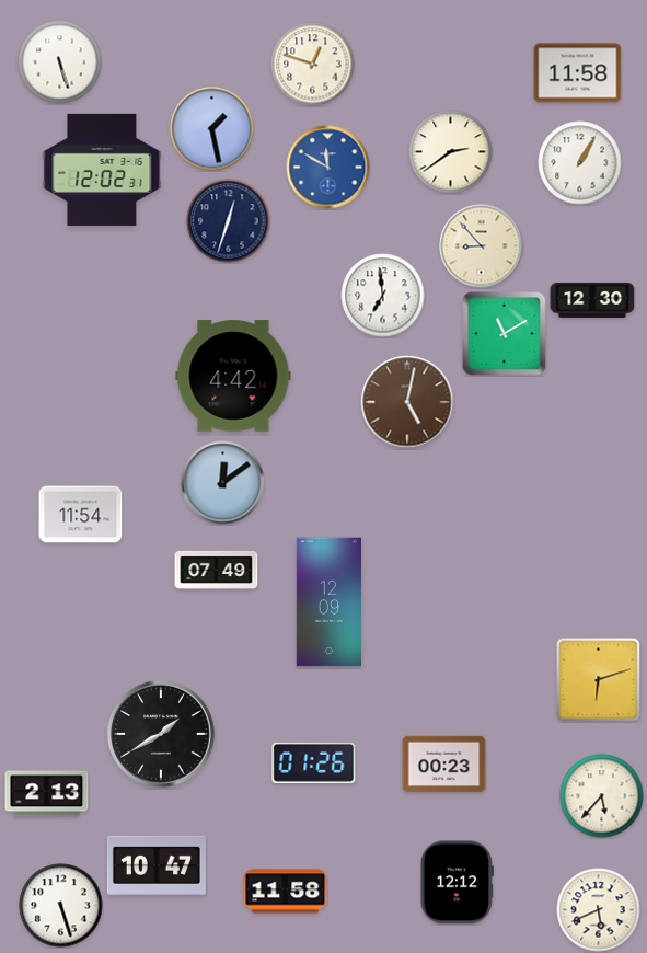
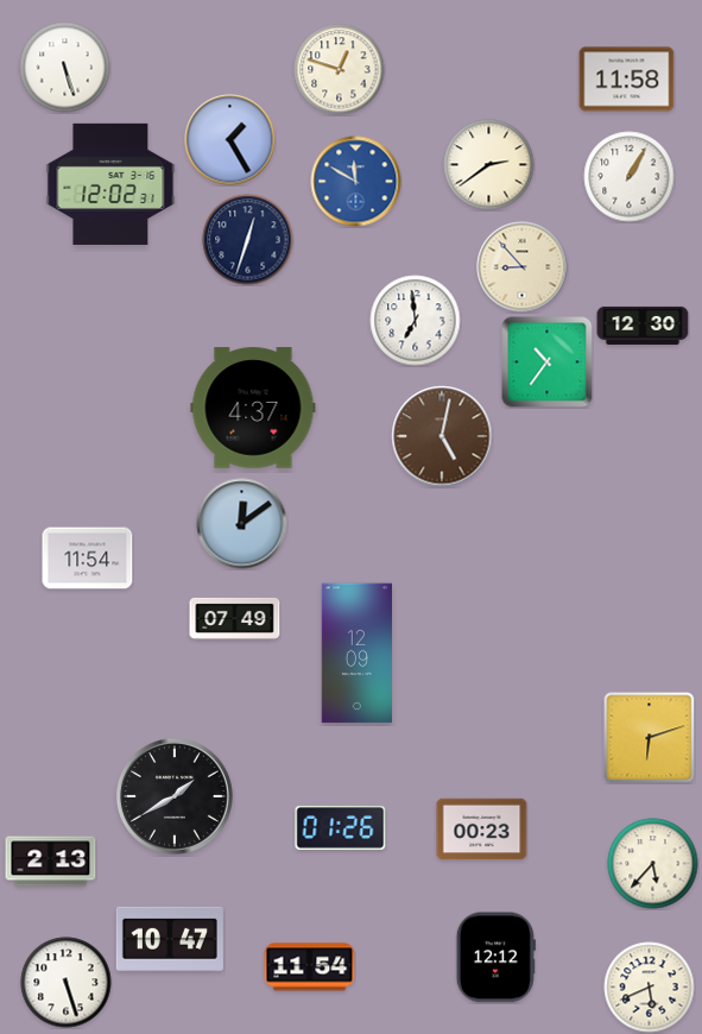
clock at (212, 129): 1:28 -> 1:25
clock at (505, 334): 11:10 -> 10:36
clock at (233, 376): 4:42 -> 4:37
clock at (286, 892): 11:58 -> 11:54
